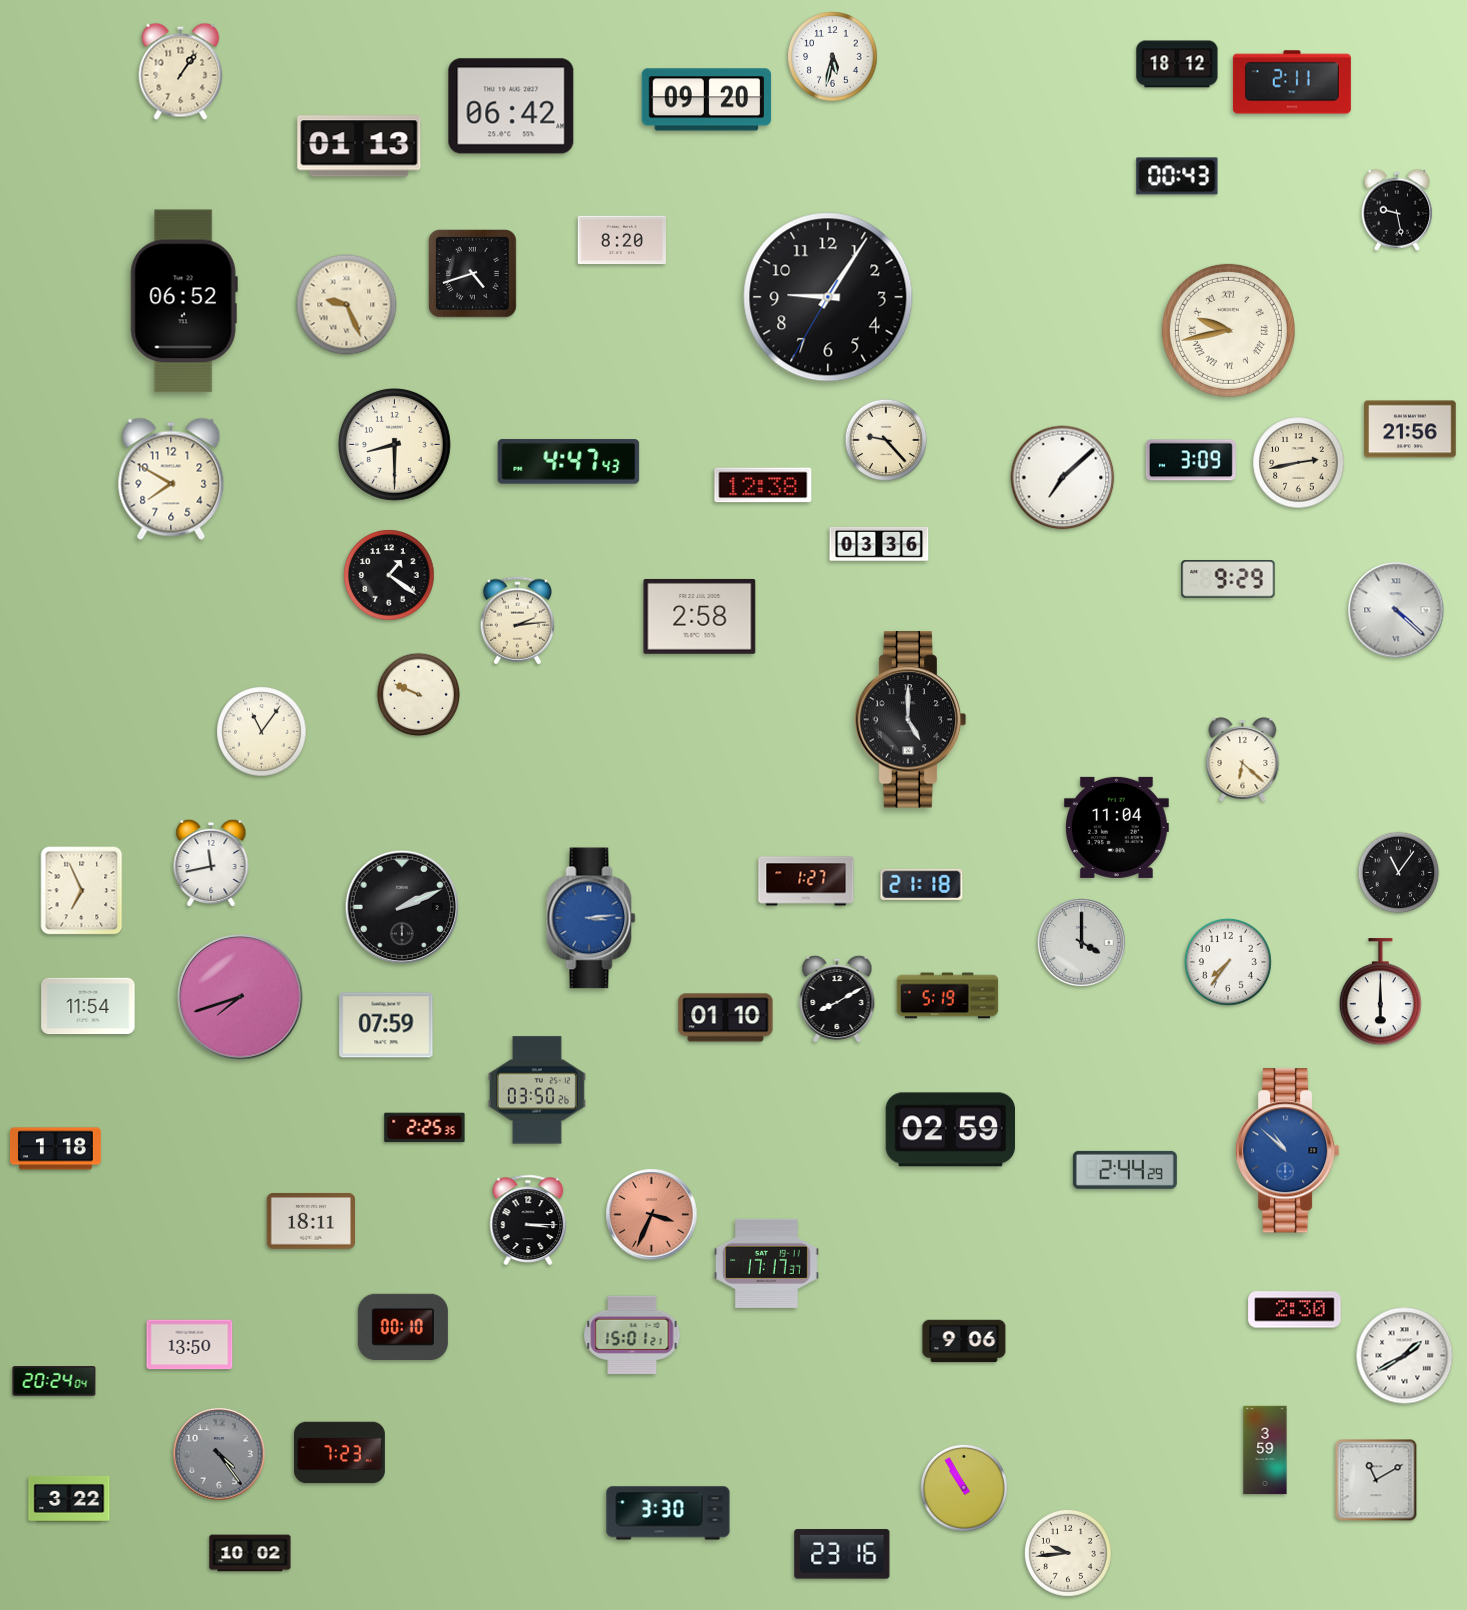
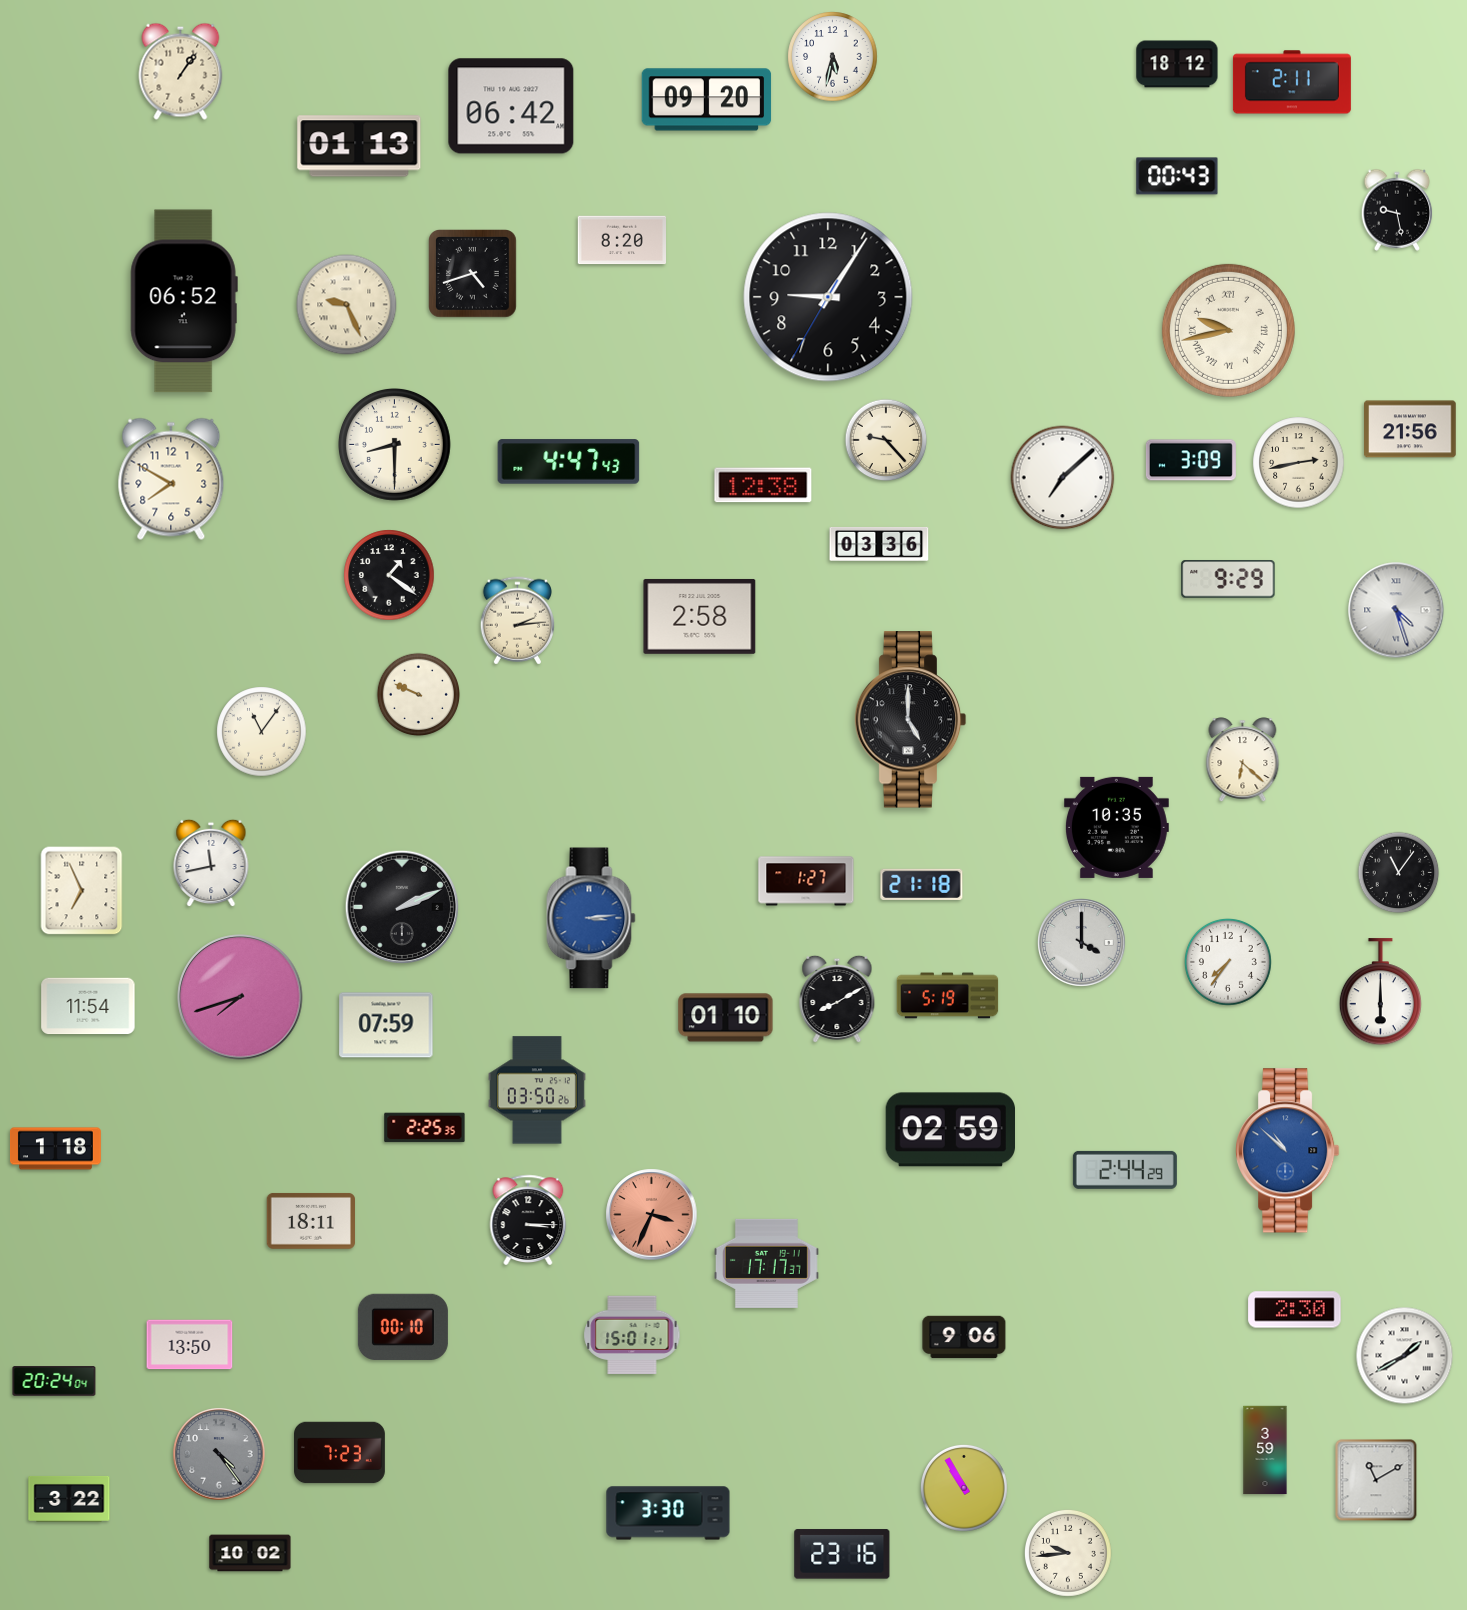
clock at (1396, 610): 4:22 -> 4:27
clock at (1116, 827): 11:04 -> 10:35
clock at (964, 1341) position: (964, 1341) -> (964, 1337)
